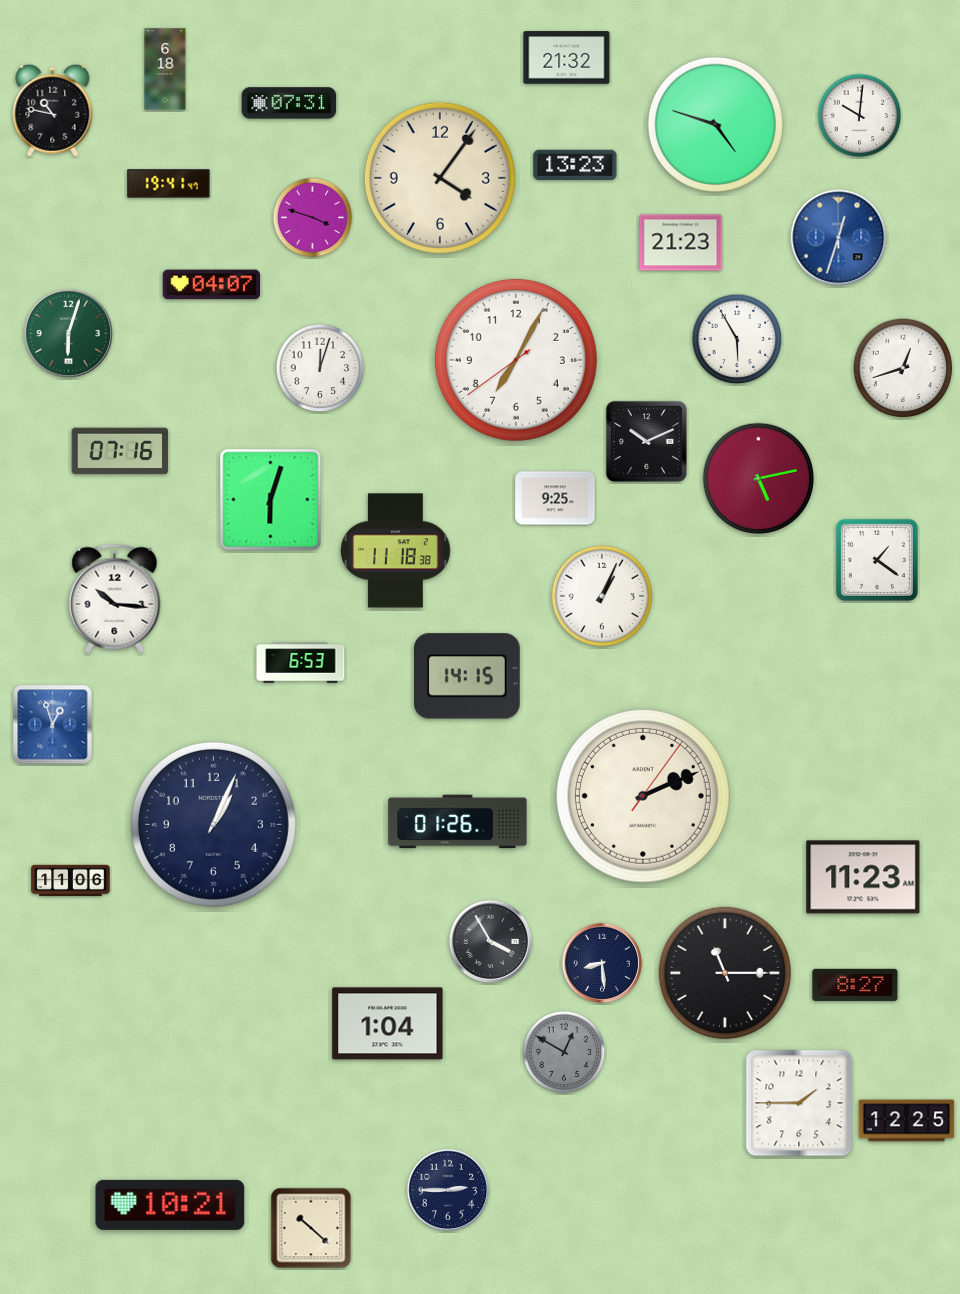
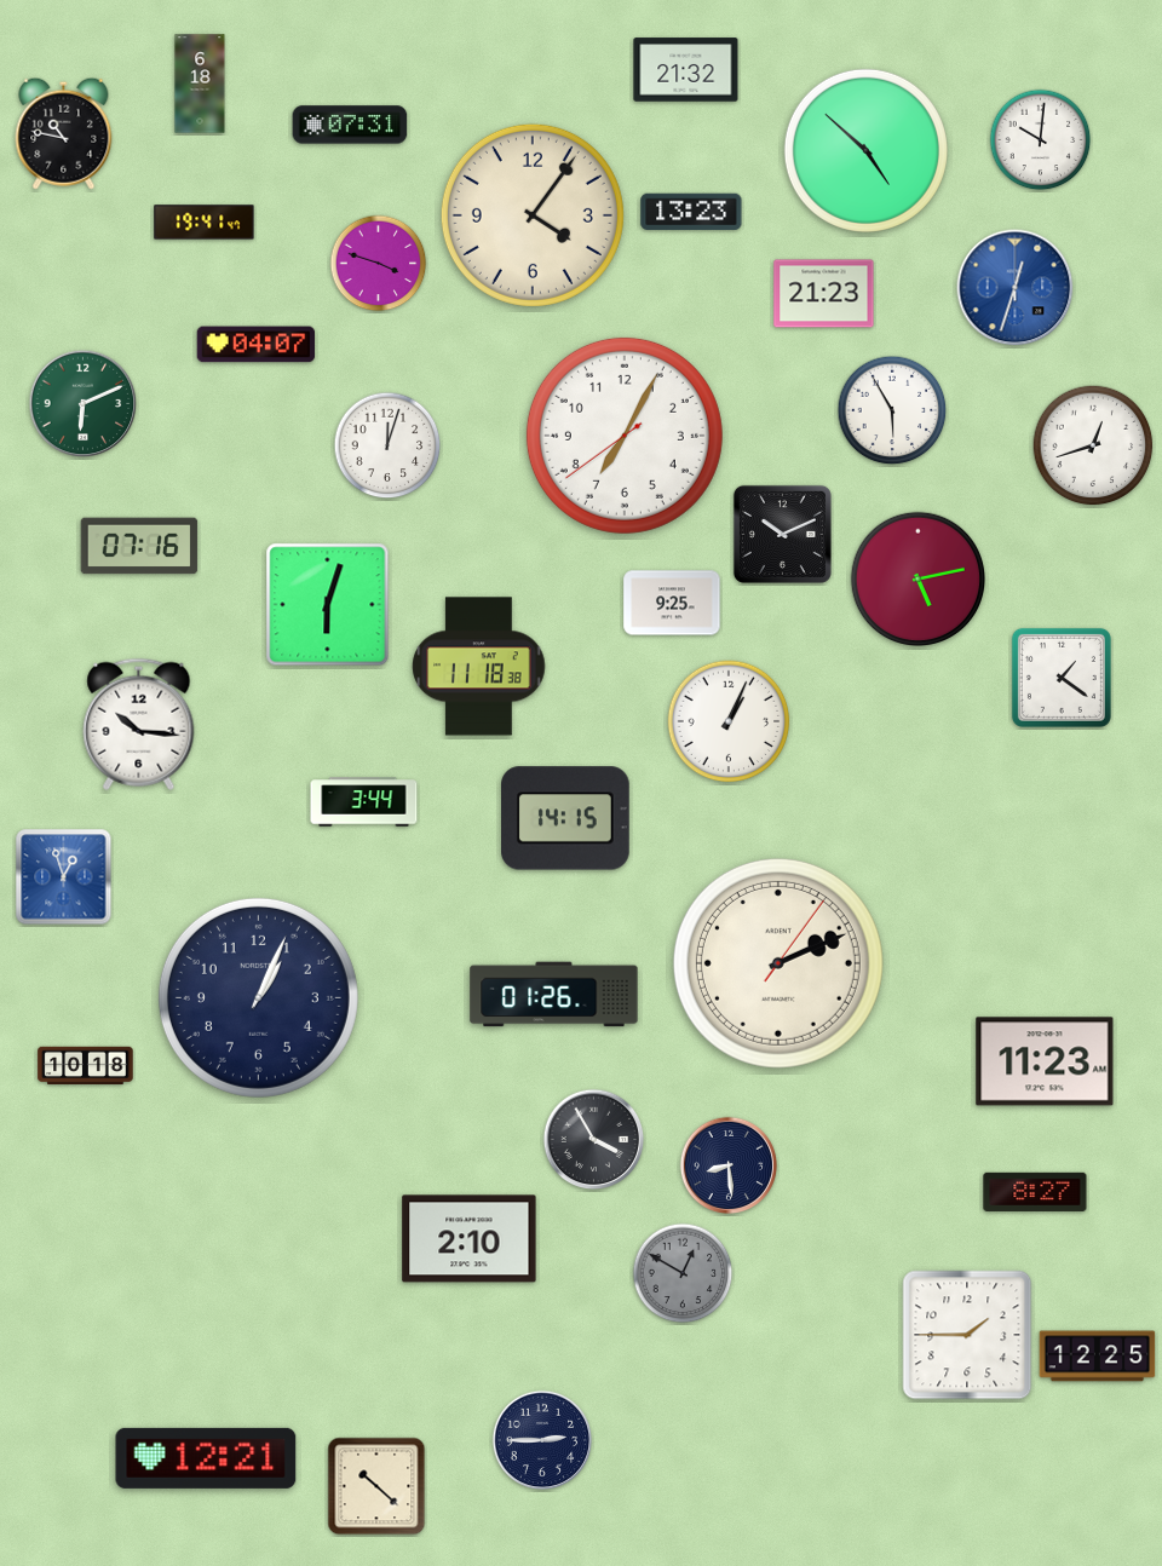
clock at (715, 124): 4:48 -> 4:52
clock at (575, 165) position: (575, 165) -> (691, 212)
clock at (69, 334): 6:03 -> 6:11
clock at (120, 451) position: (120, 451) -> (139, 546)
clock at (301, 663): 6:53 -> 3:44
clock at (71, 881): 11:06 -> 10:18
clock at (725, 973): 11:15 -> none
clock at (388, 1024): 1:04 -> 2:10
clock at (170, 1205): 10:21 -> 12:21
